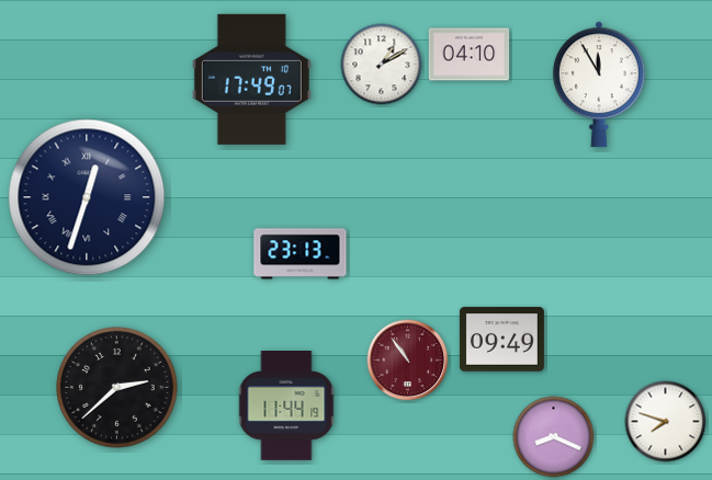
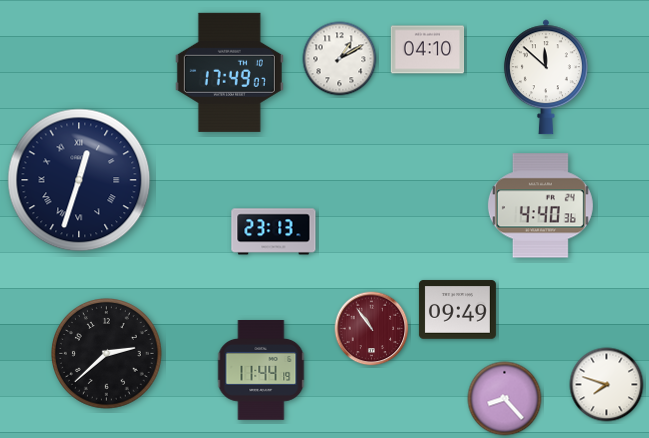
clock at (382, 65) position: (382, 65) -> (340, 59)
clock at (599, 84): 11:55 -> 11:52
clock at (540, 206): none -> 4:40
clock at (554, 437): 8:19 -> 8:23
